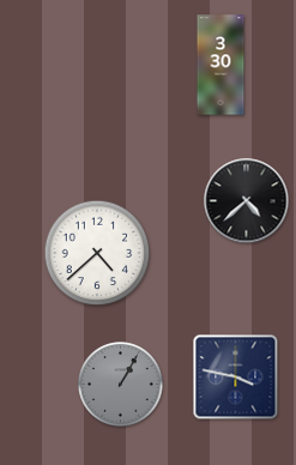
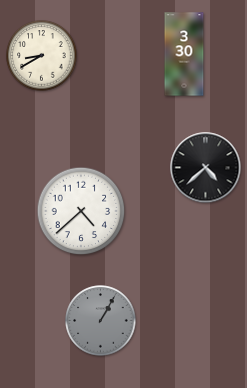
clock at (42, 56): none -> 8:40
clock at (236, 378): 3:47 -> none
